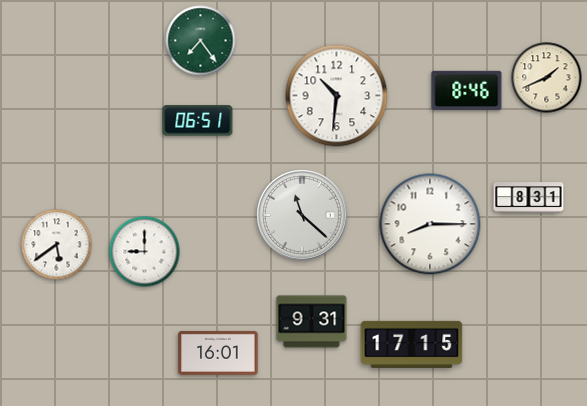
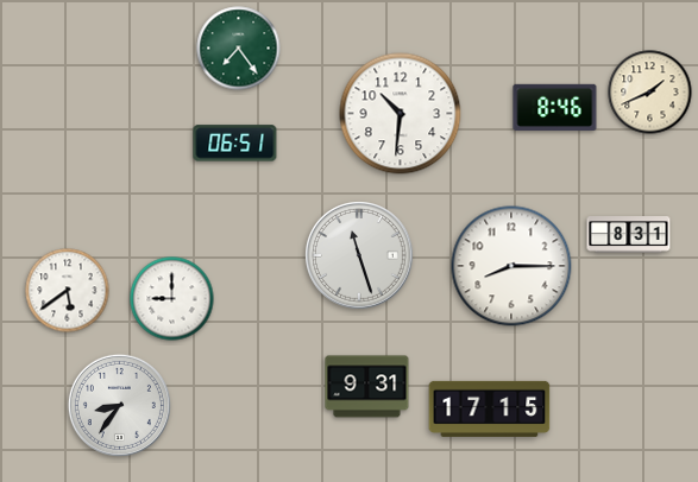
clock at (303, 216): 11:22 -> 11:27
clock at (312, 322) position: (312, 322) -> (367, 387)
clock at (119, 405): none -> 8:36
clock at (218, 353): 16:01 -> none
